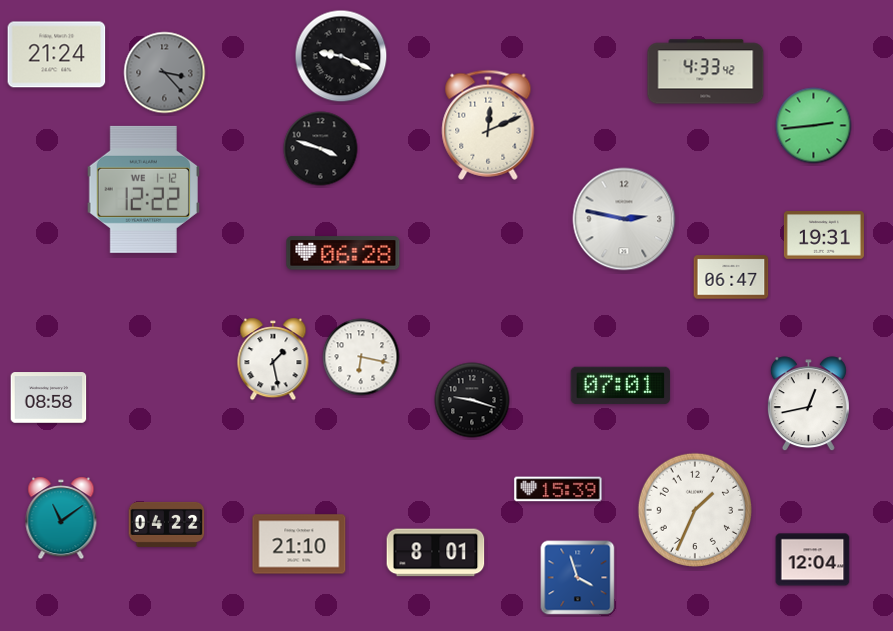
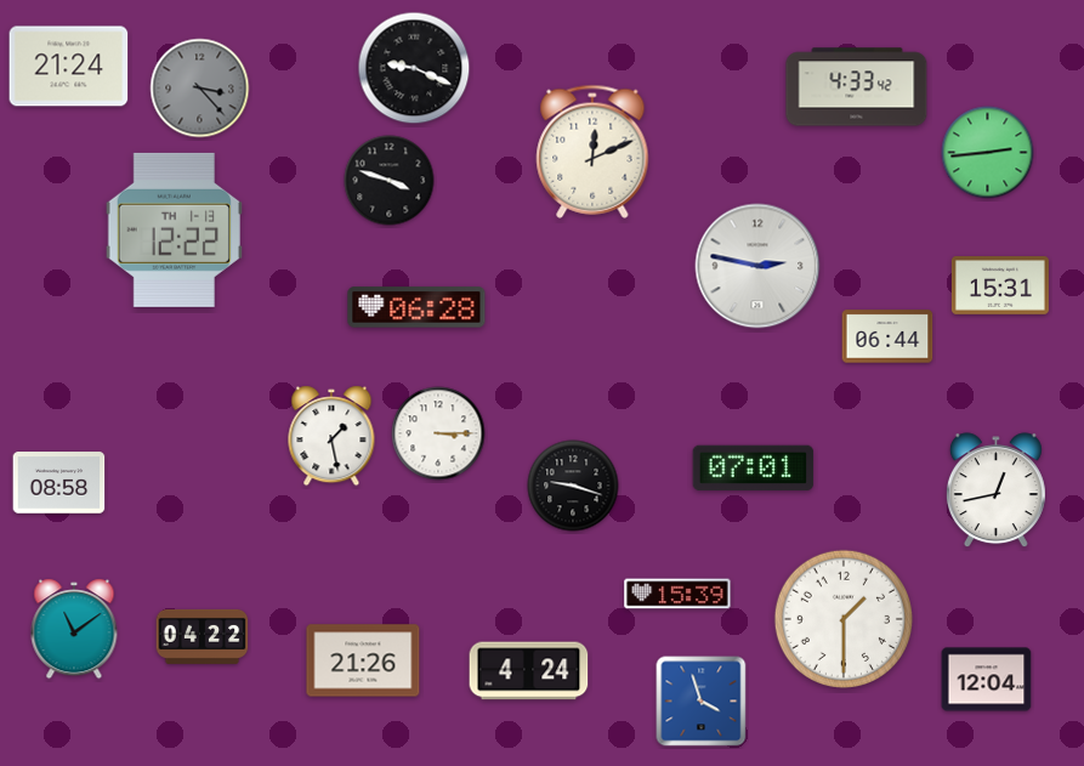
clock at (143, 189) date: WE 1-12 -> TH 1-13
clock at (824, 236): 19:31 -> 15:31
clock at (731, 277): 06:47 -> 06:44
clock at (361, 357): 6:17 -> 3:15
clock at (808, 404) position: (808, 404) -> (995, 490)
clock at (695, 510): 1:34 -> 1:30
clock at (299, 544): 21:10 -> 21:26
clock at (436, 553): 8:01 -> 4:24
